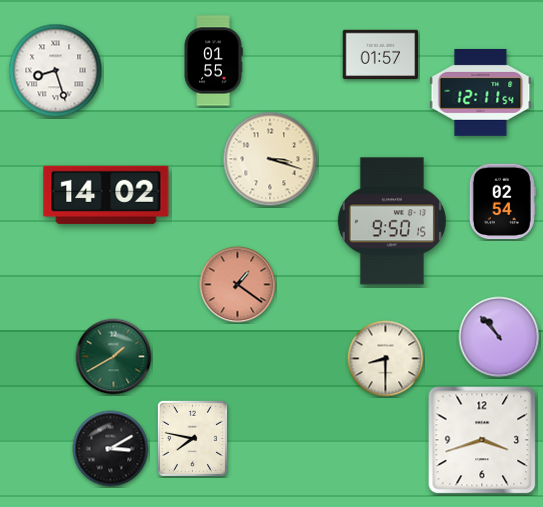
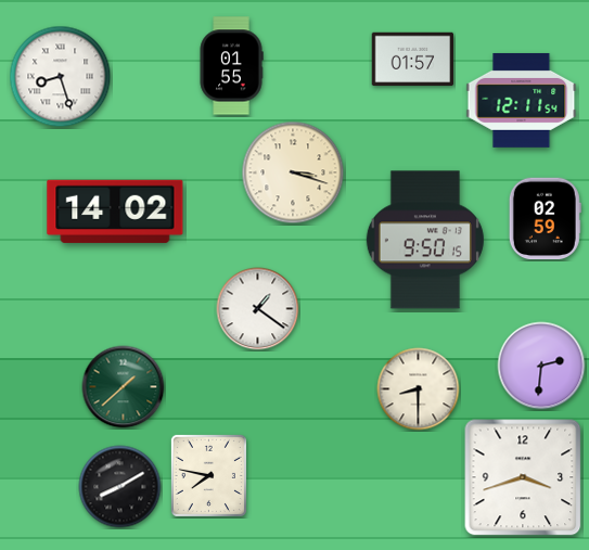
clock at (502, 202): 02:54 -> 02:59
clock at (238, 285) dial: salmon -> white
clock at (499, 337): 10:53 -> 2:31
clock at (114, 357): 1:40 -> 1:38
clock at (111, 449): 3:10 -> 8:10
